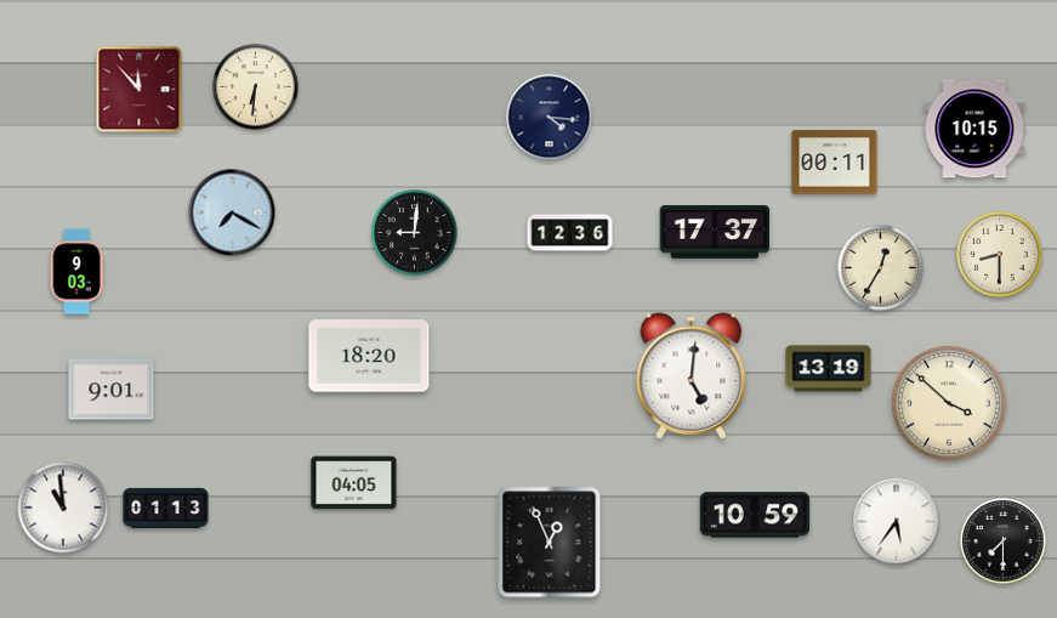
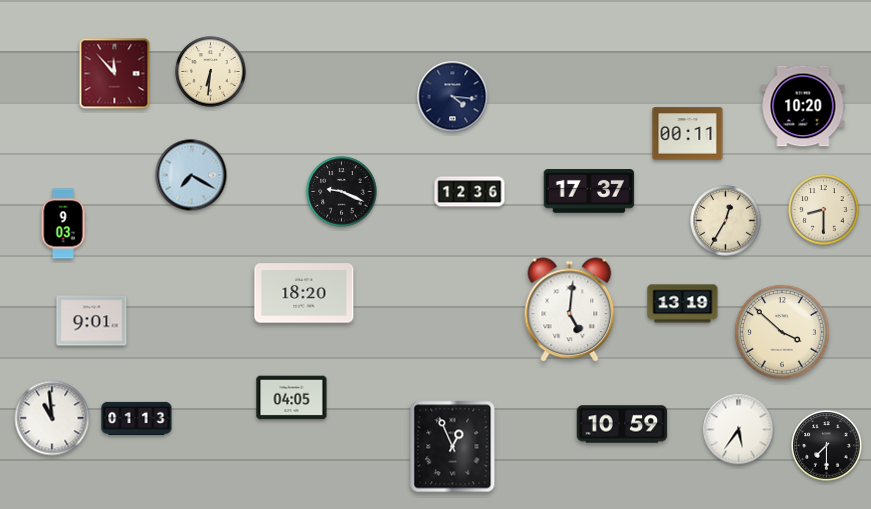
clock at (974, 129): 10:15 -> 10:20
clock at (415, 233): 9:01 -> 9:19
